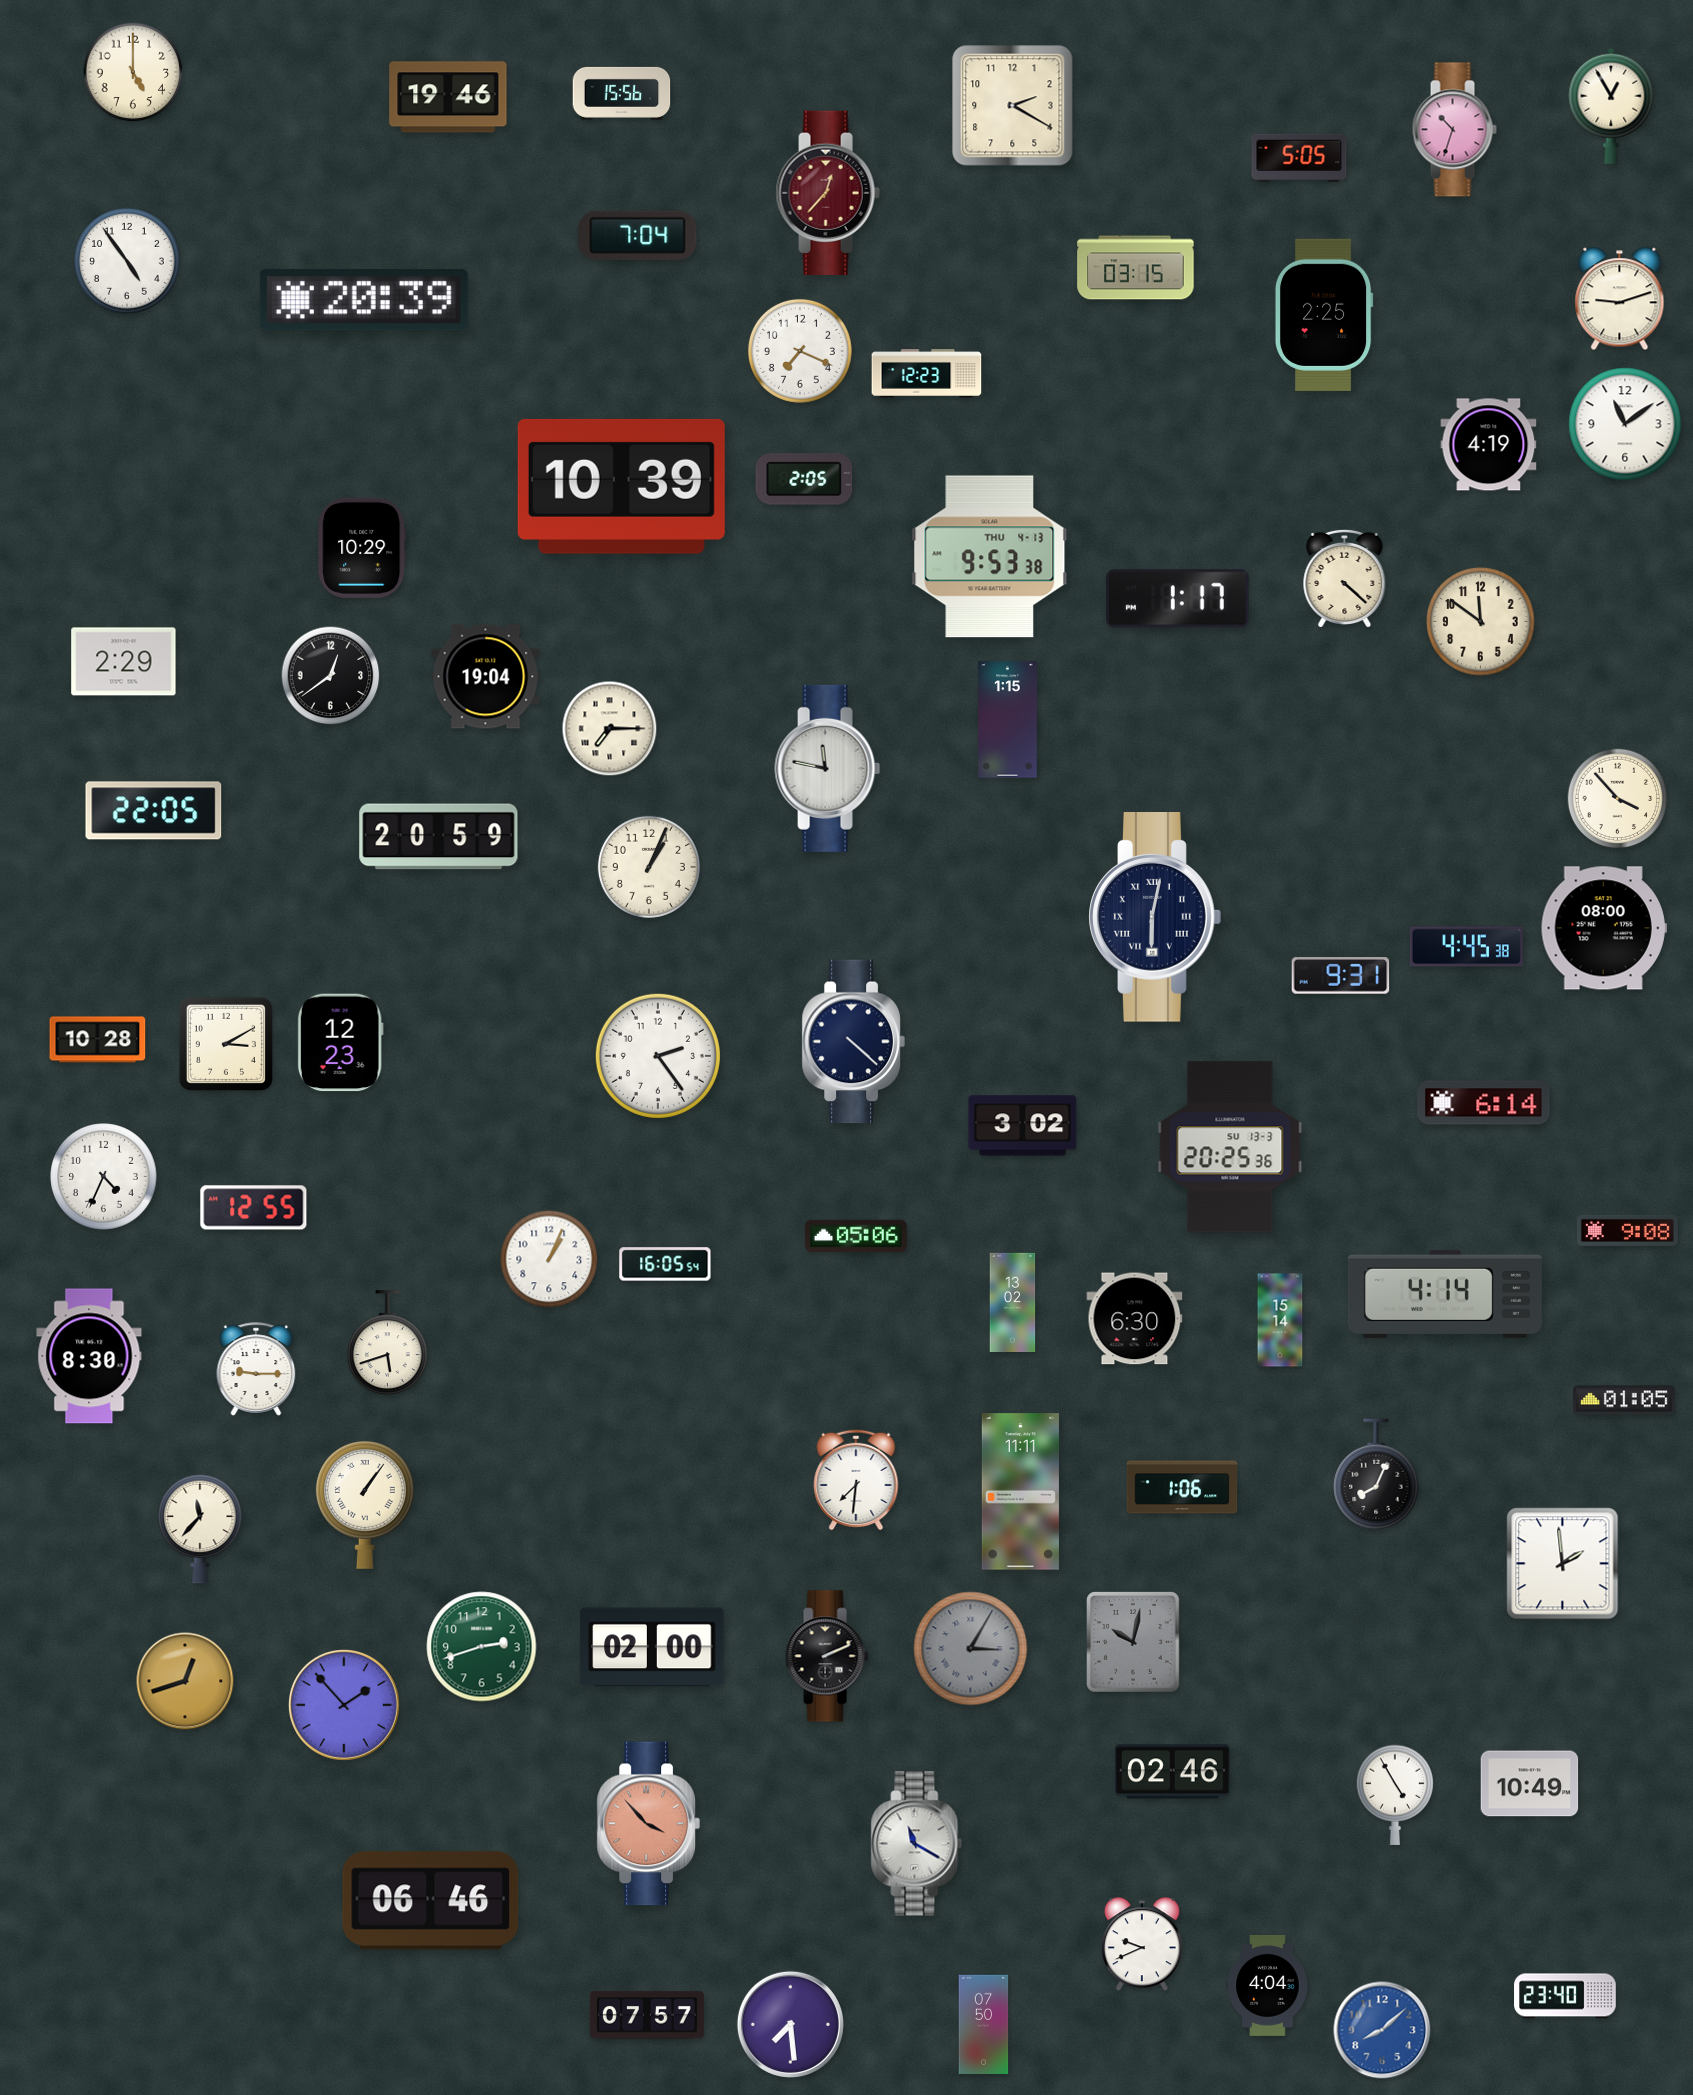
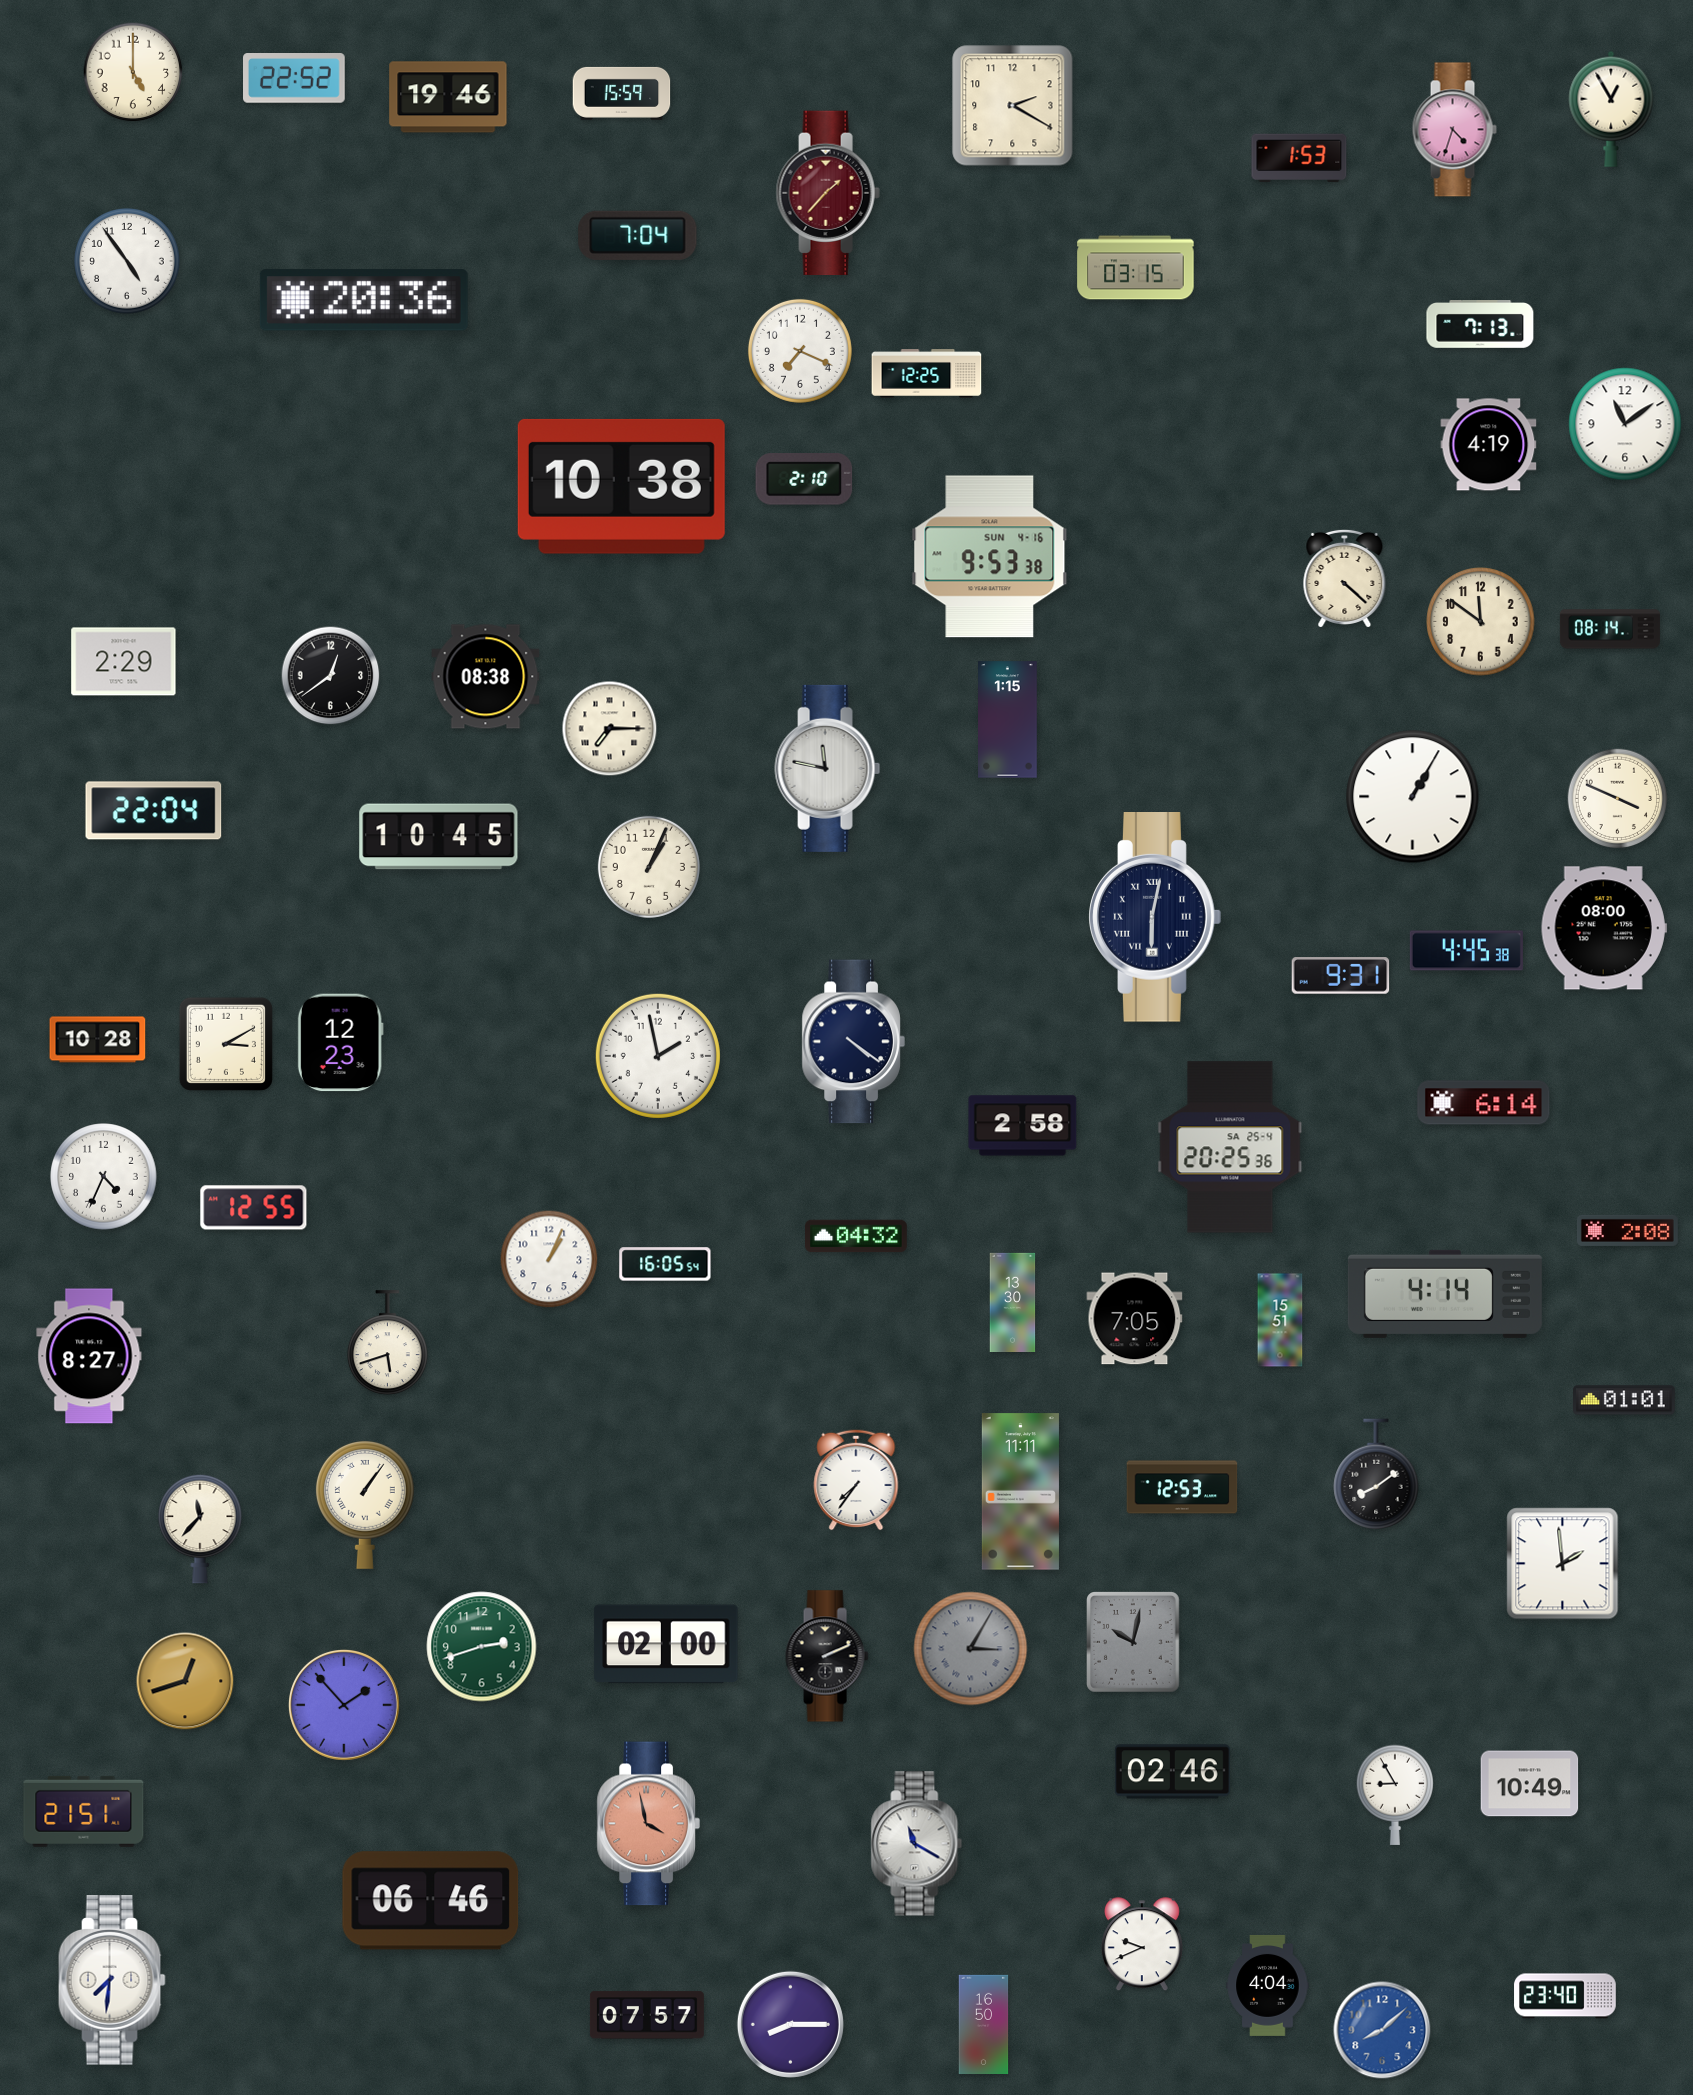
clock at (295, 78): none -> 22:52
clock at (622, 93): 15:56 -> 15:59
clock at (1611, 106) position: (1611, 106) -> (1611, 109)
clock at (1454, 130): 10:33 -> 4:33
clock at (1299, 158): 5:05 -> 1:53
clock at (828, 193): 12:37 -> 1:37
clock at (1620, 299): 9:12 -> none
clock at (364, 300): 20:39 -> 20:36
clock at (1324, 315): 2:25 -> none
clock at (1480, 325): none -> 7:13
clock at (927, 374): 12:23 -> 12:25
clock at (804, 479): 2:05 -> 2:10
clock at (621, 486): 10:39 -> 10:38
clock at (362, 548): 10:29 -> none
clock at (990, 557) date: THU 4-13 -> SUN 4-16
clock at (1178, 599): 1:17 -> none
clock at (1610, 629): none -> 08:14
clock at (486, 677): 19:04 -> 08:38
clock at (1413, 797): none -> 1:05
clock at (1618, 799): 3:53 -> 3:49
clock at (154, 811): 22:05 -> 22:04
clock at (439, 837): 20:59 -> 10:45
clock at (1466, 947) position: (1466, 947) -> (1466, 951)
clock at (853, 1042): 4:22 -> 4:21
clock at (658, 1056): 2:24 -> 1:58
clock at (1023, 1126): 3:02 -> 2:58
clock at (1230, 1147) date: SU 13-3 -> SA 25-4
clock at (1627, 1230): 9:08 -> 2:08
clock at (856, 1236): 05:06 -> 04:32
clock at (1013, 1302): 13:02 -> 13:30
clock at (1135, 1319): 6:30 -> 7:05
clock at (1280, 1320): 15:14 -> 15:51
clock at (89, 1356): 8:30 -> 8:27
clock at (256, 1369): 9:15 -> none
clock at (1625, 1400): 01:05 -> 01:01
clock at (1376, 1474): 8:04 -> 8:09
clock at (856, 1480): 7:31 -> 7:36
clock at (1182, 1487): 1:06 -> 12:53
clock at (652, 1647) position: (652, 1647) -> (666, 1644)
clock at (1394, 1795): 4:55 -> 8:55
clock at (84, 1811): none -> 21:51
clock at (648, 1824): 3:53 -> 3:58
clock at (112, 1980): none -> 7:31
clock at (790, 2024): 7:29 -> 8:15
clock at (984, 2024): 07:50 -> 16:50
